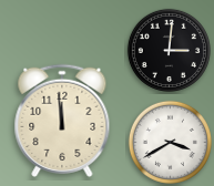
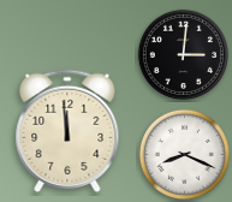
clock at (170, 142): 3:40 -> 8:19
